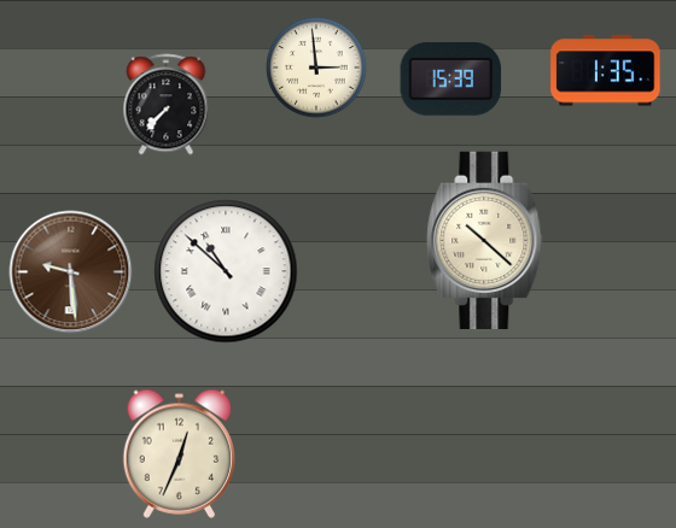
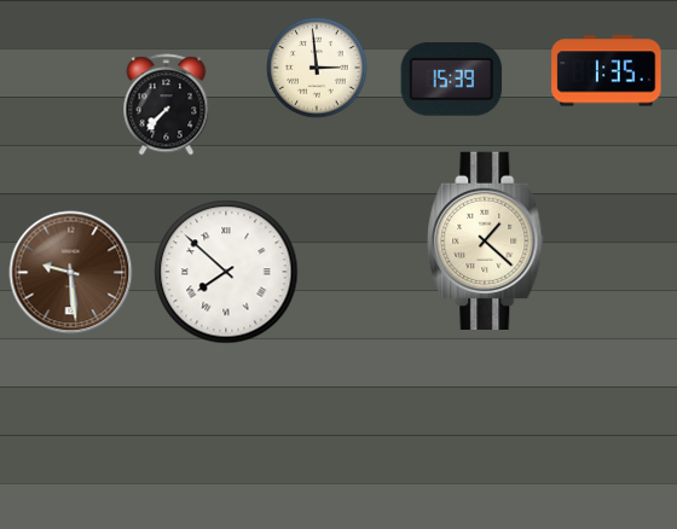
clock at (485, 240): 10:22 -> 1:22
clock at (226, 271): 10:52 -> 7:52
clock at (179, 453): 12:34 -> none
